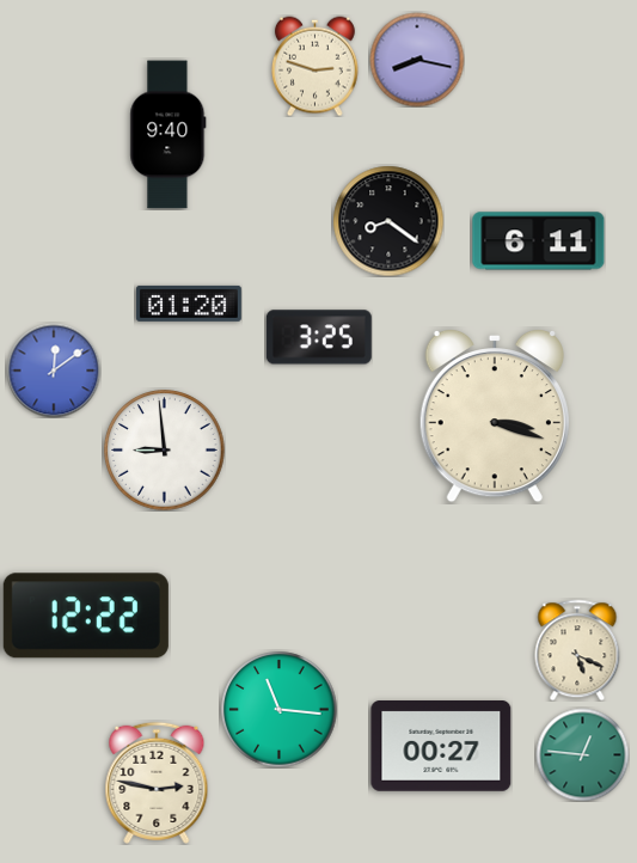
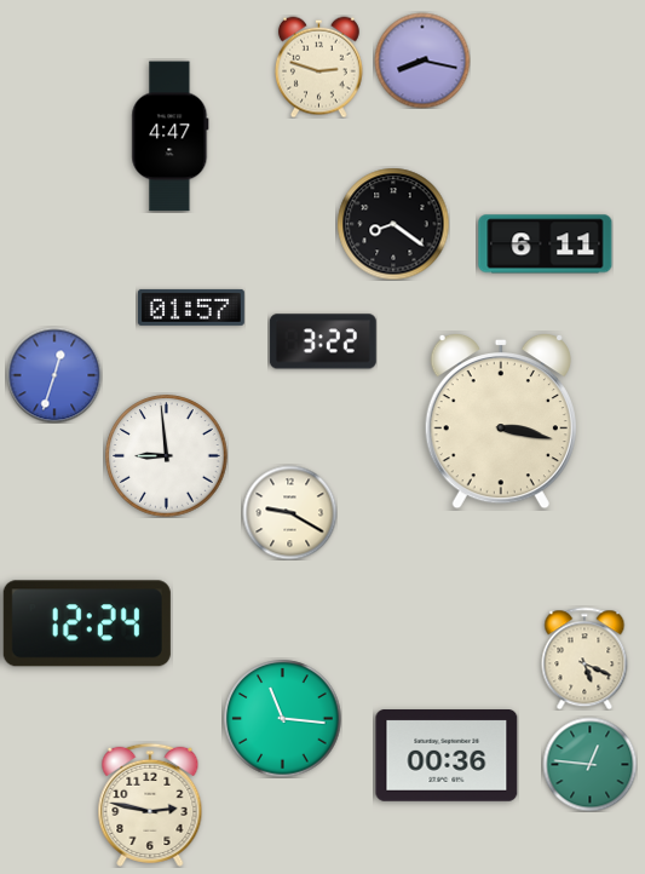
clock at (169, 135): 9:40 -> 4:47
clock at (189, 304): 01:20 -> 01:57
clock at (319, 337): 3:25 -> 3:22
clock at (54, 371): 12:09 -> 12:33
clock at (495, 416): 3:18 -> 3:17
clock at (289, 512): none -> 9:20
clock at (86, 616): 12:22 -> 12:24
clock at (441, 747): 00:27 -> 00:36
clock at (157, 783) position: (157, 783) -> (150, 805)
